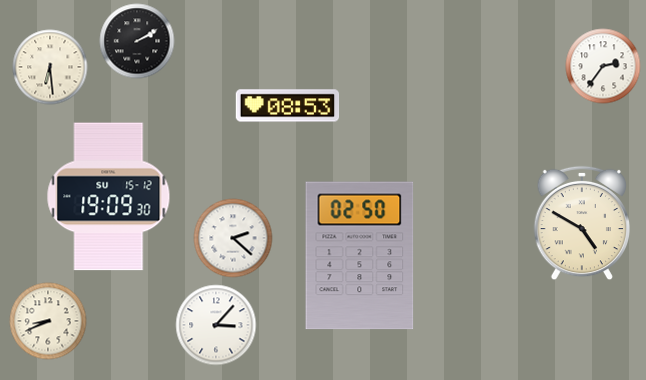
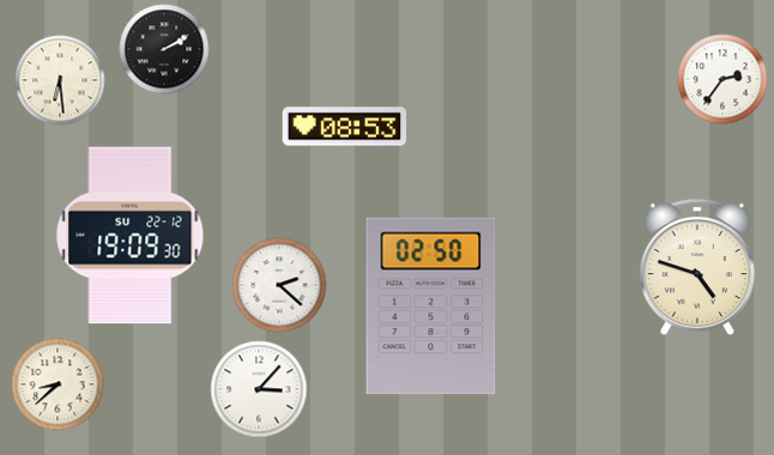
clock at (109, 197) date: SU 15-12 -> SU 22-12
clock at (581, 223): 4:50 -> 4:48
clock at (48, 321): 8:41 -> 8:38
